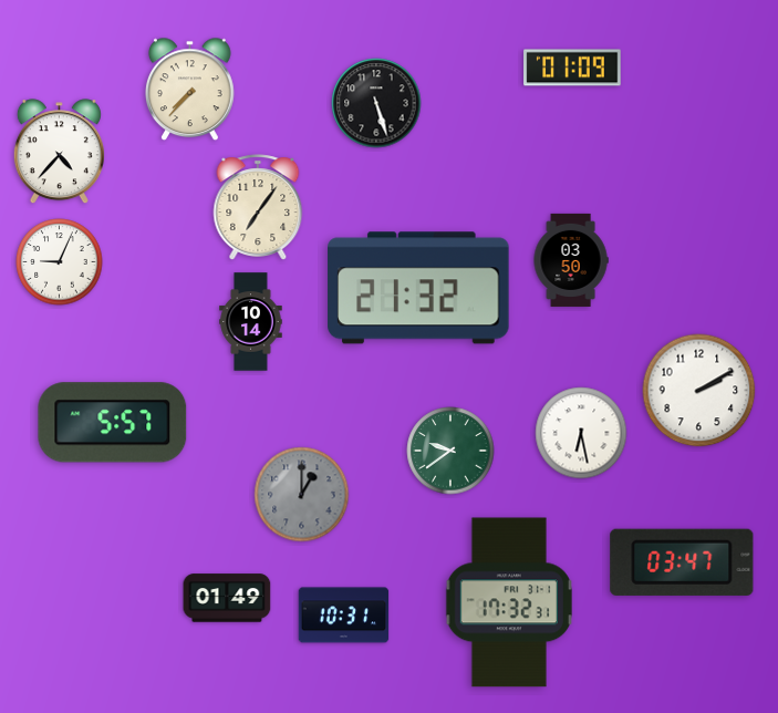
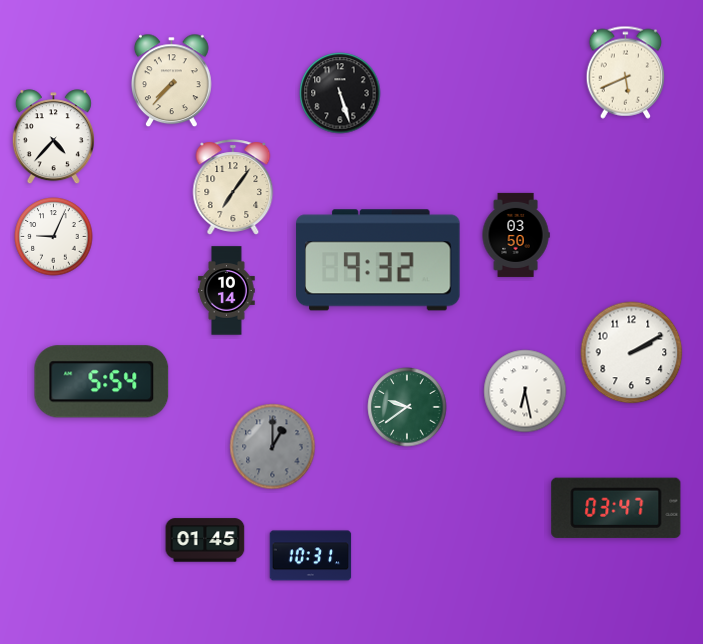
clock at (572, 68): 01:09 -> none
clock at (626, 72): none -> 5:41
clock at (418, 288): 21:32 -> 9:32
clock at (113, 423): 5:57 -> 5:54
clock at (227, 598): 01:49 -> 01:45
clock at (509, 602): 17:32 -> none
